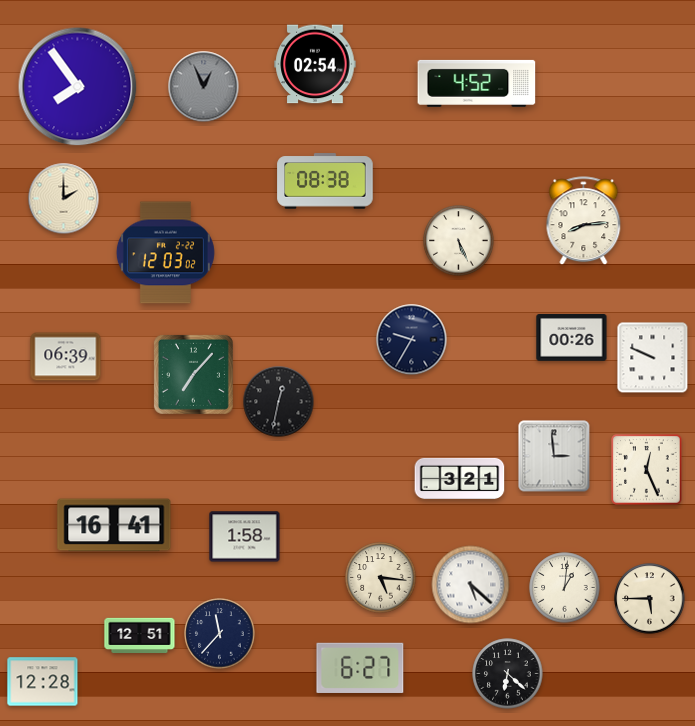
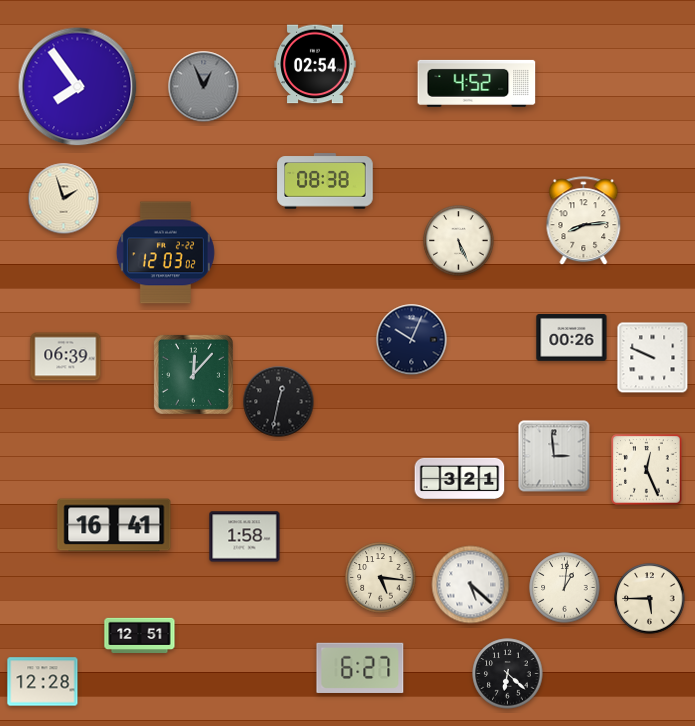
clock at (64, 199): 2:00 -> 1:57
clock at (412, 340): 9:35 -> 10:04
clock at (193, 374): 7:07 -> 12:07
clock at (220, 634): 11:37 -> none
